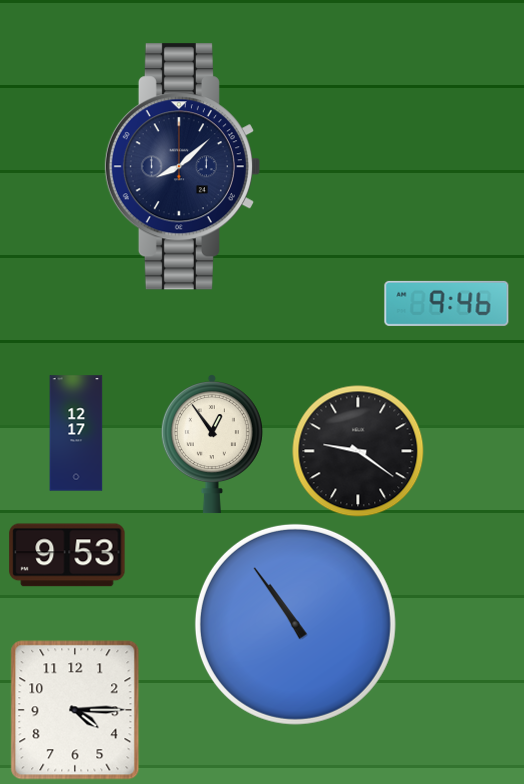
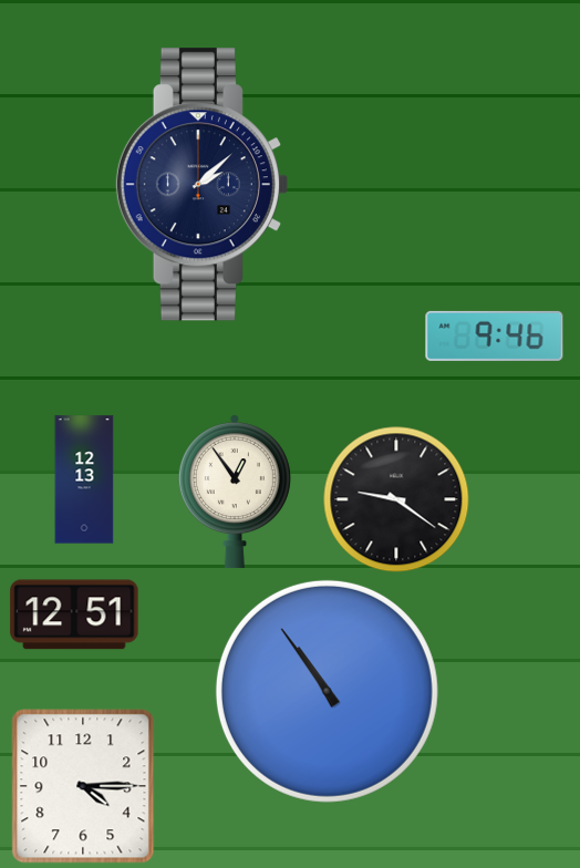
clock at (182, 167): 8:08 -> 2:08
clock at (76, 433): 12:17 -> 12:13
clock at (67, 555): 9:53 -> 12:51
